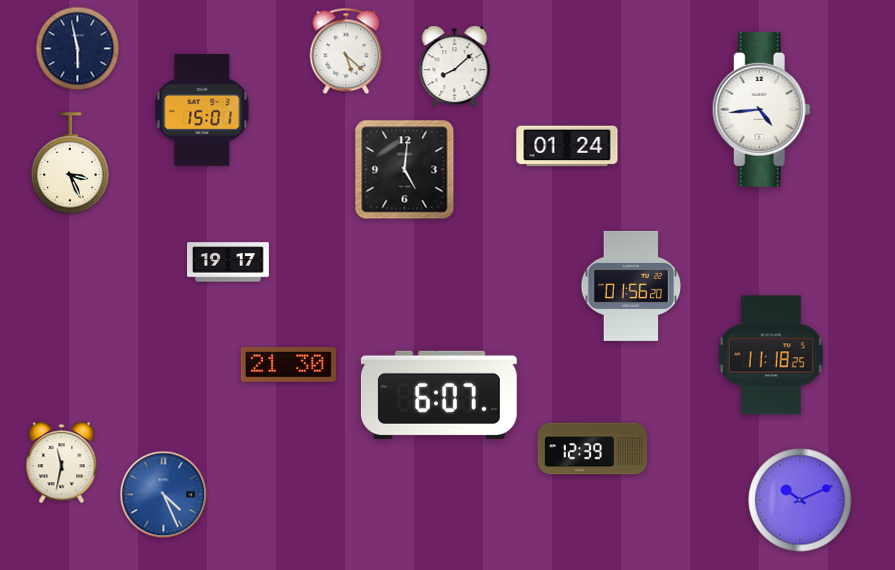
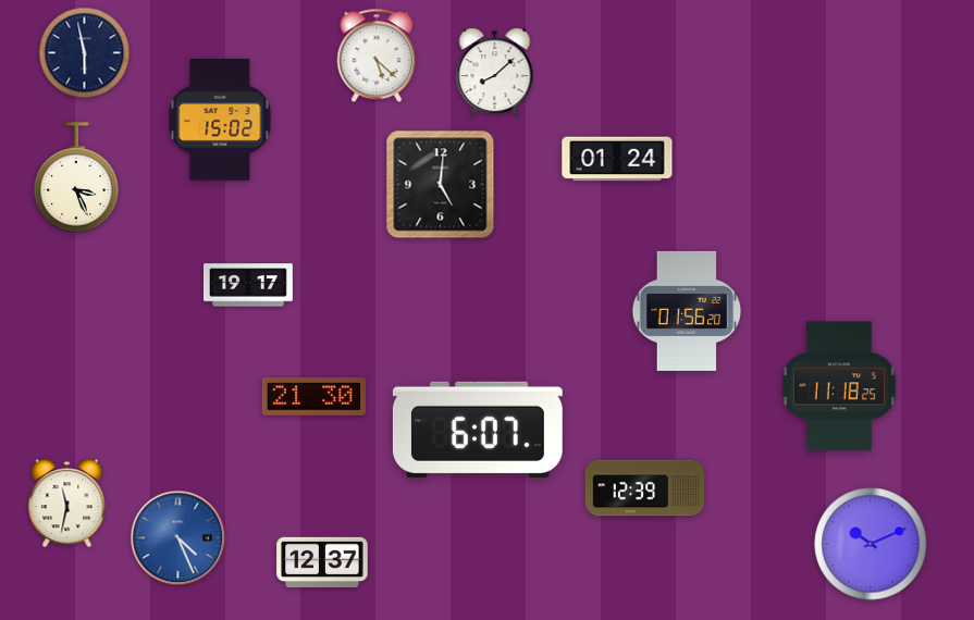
clock at (761, 109): 4:44 -> none
clock at (202, 111): 15:01 -> 15:02
clock at (322, 561): none -> 12:37
